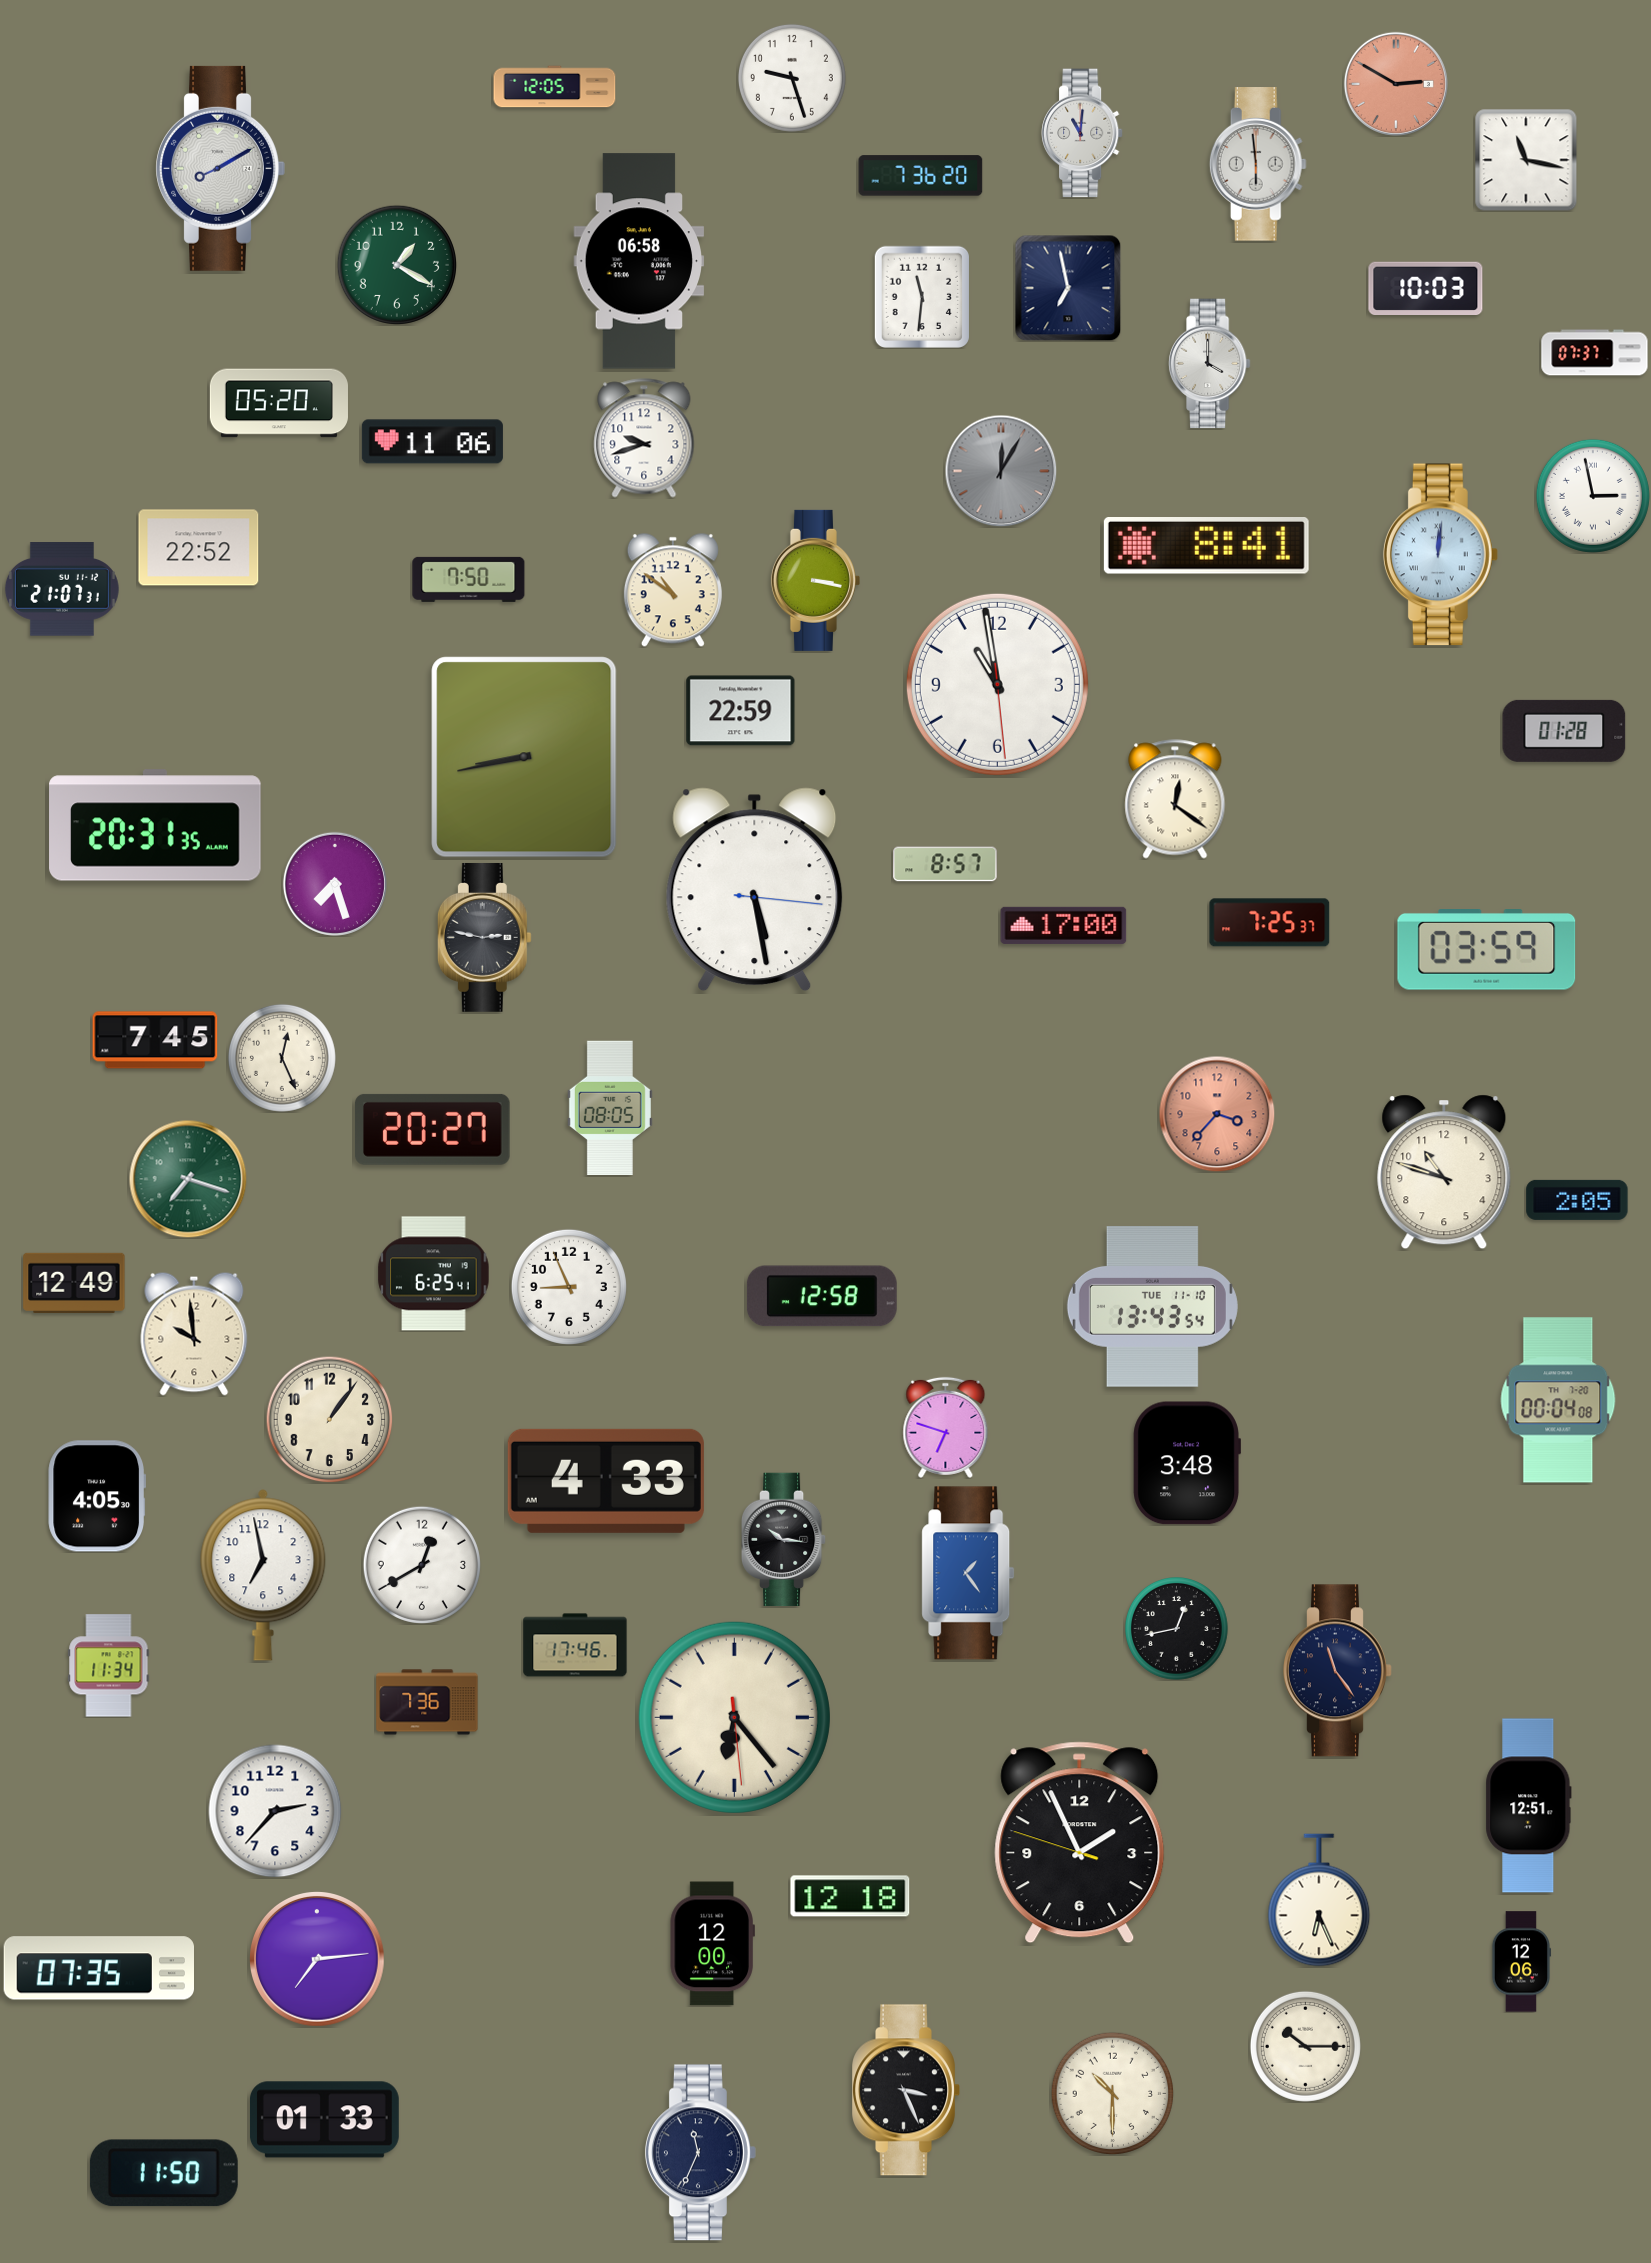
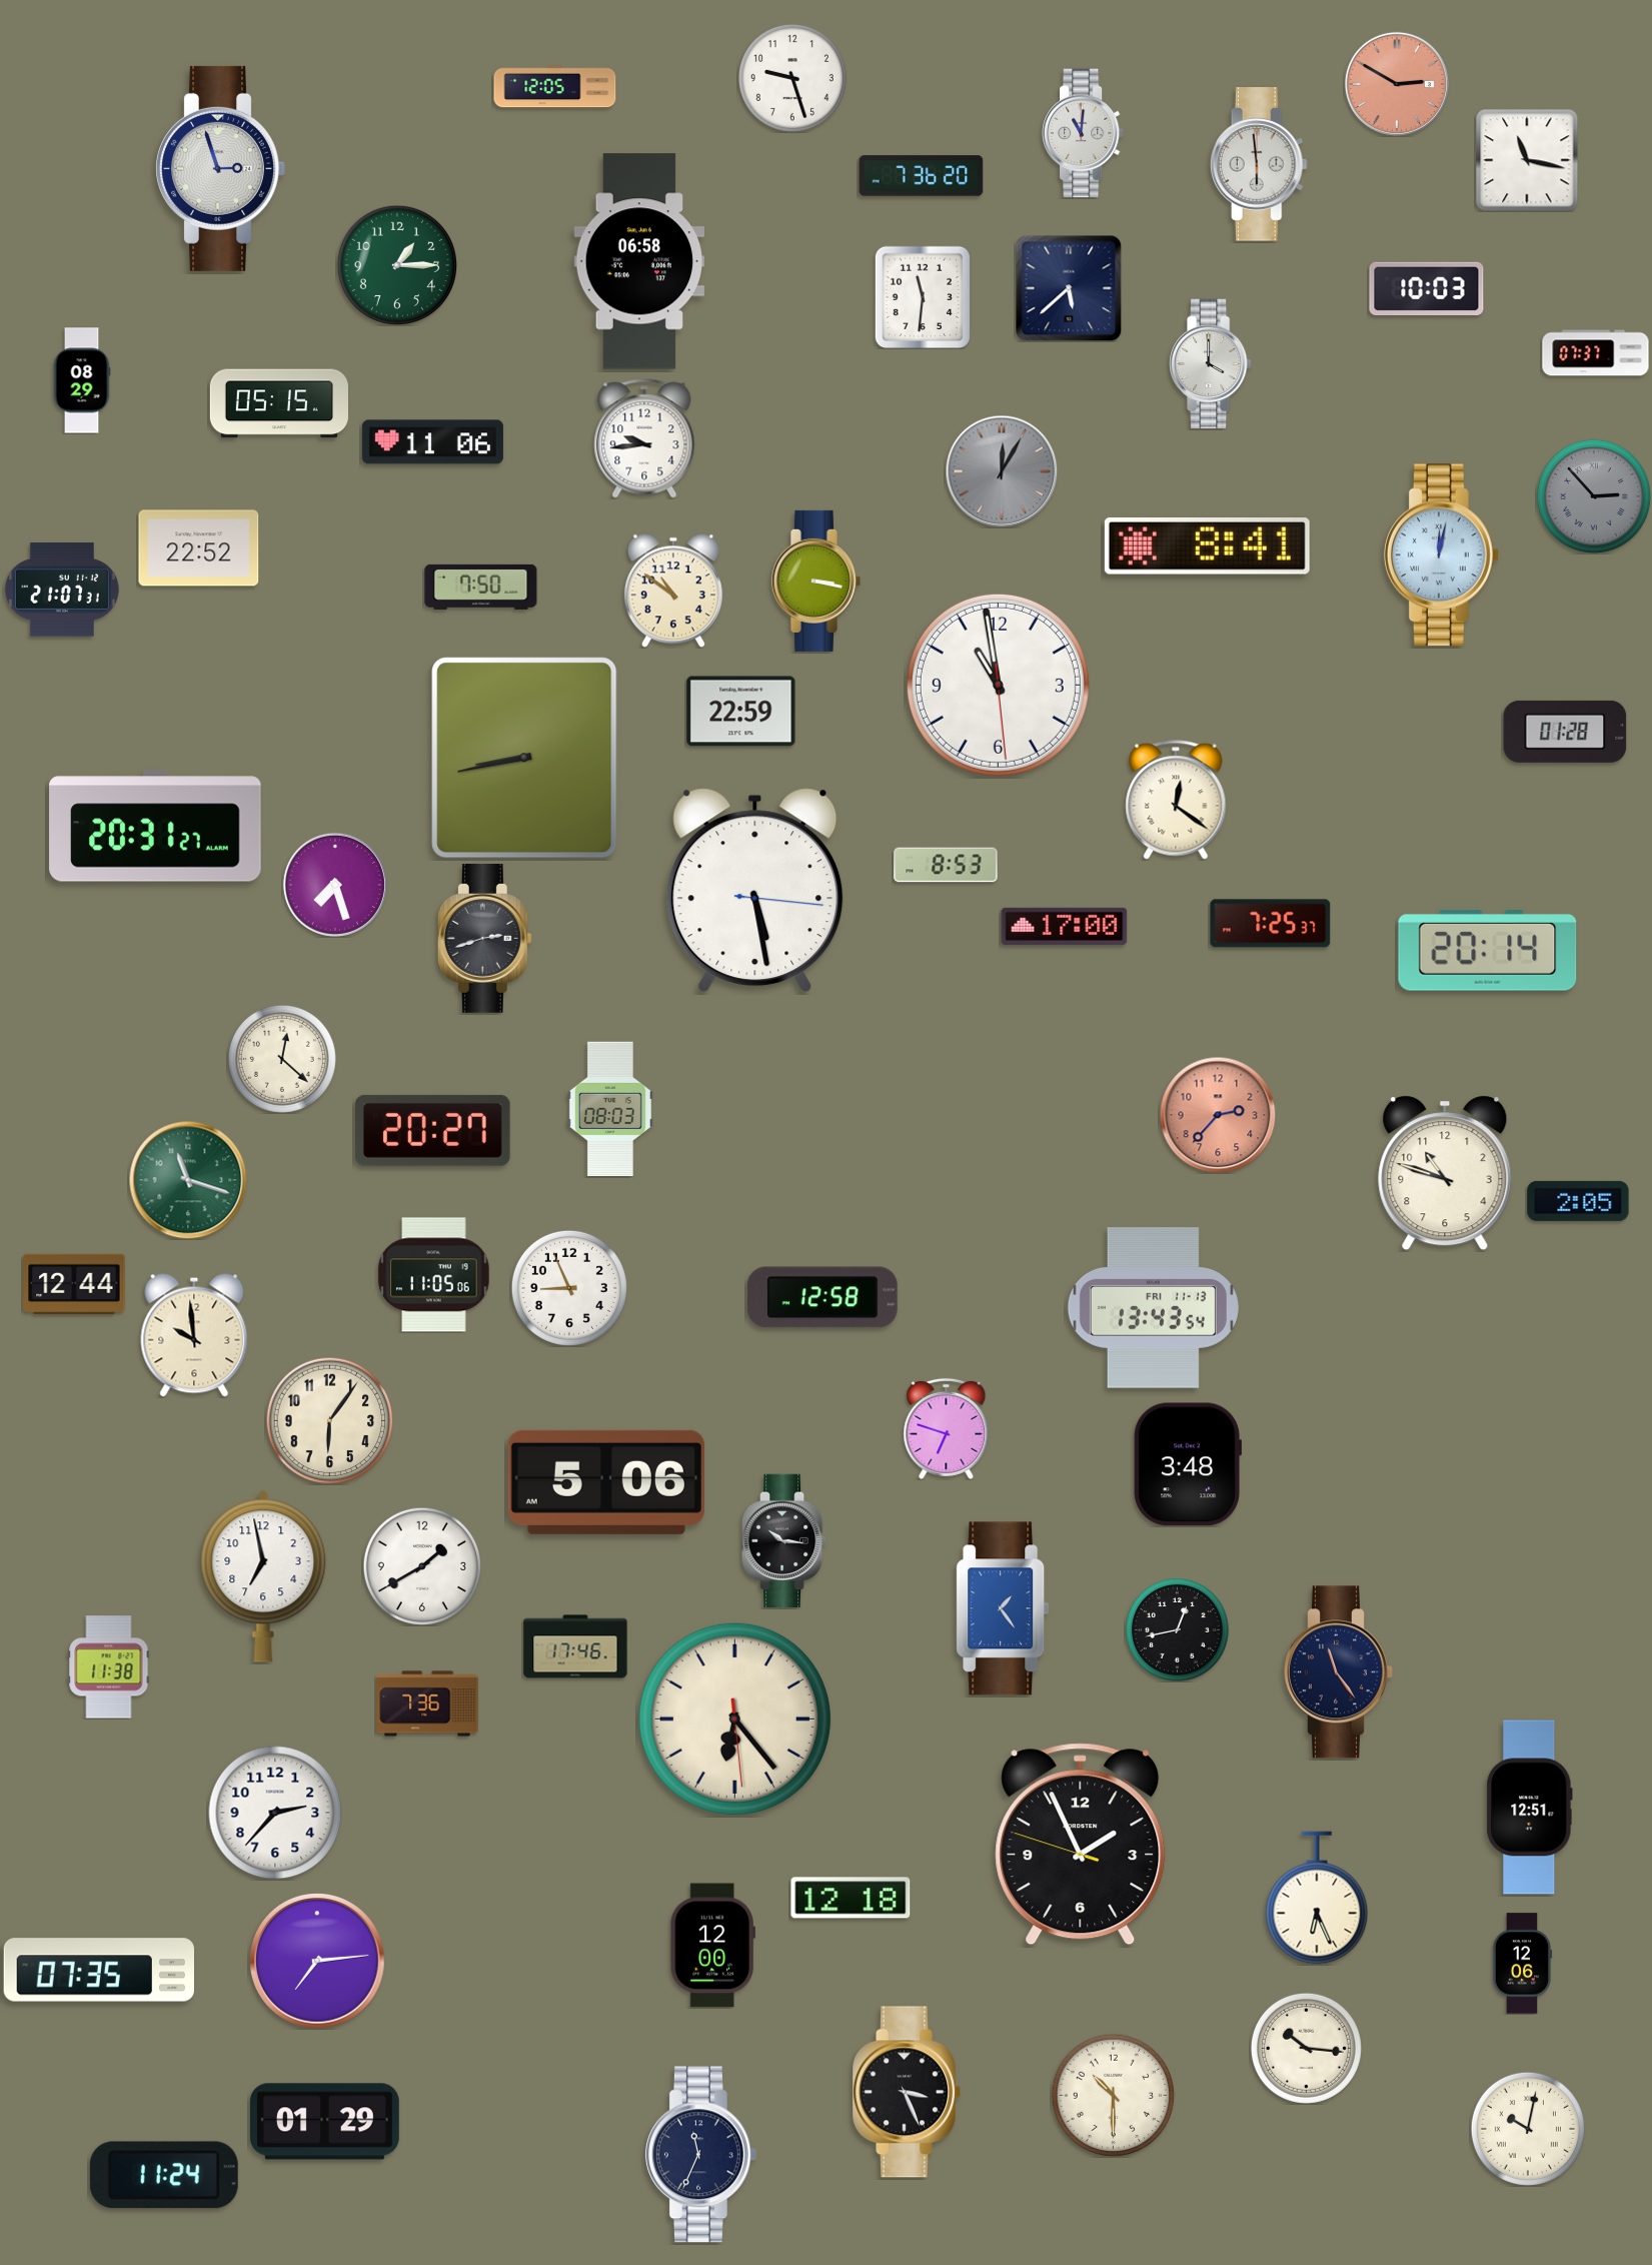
clock at (220, 168): 8:10 -> 2:57
clock at (396, 264): 1:20 -> 1:15
clock at (1068, 288): 6:58 -> 5:38
clock at (82, 380): none -> 08:29
clock at (279, 403): 05:20 -> 05:15
clock at (644, 438): 9:42 -> 9:44
clock at (1593, 496): 2:58 -> 2:53
clock at (1593, 496) dial: white -> grey
clock at (1440, 555): 12:01 -> 12:02
clock at (469, 579) position: (469, 579) -> (481, 587)
clock at (155, 825): 20:31:35 -> 20:31:27
clock at (945, 864): 8:57 -> 8:53
clock at (484, 937): 2:47 -> 2:42
clock at (1487, 950): 03:59 -> 20:14
clock at (155, 1040): 7:45 -> none
clock at (282, 1058): 12:26 -> 12:22
clock at (610, 1107): 08:05 -> 08:03
clock at (1217, 1114): 3:37 -> 2:37
clock at (188, 1179): 7:18 -> 11:18
clock at (434, 1274): 6:25 -> 11:05
clock at (74, 1283): 12:49 -> 12:44
clock at (1152, 1307) date: TUE 11-10 -> FRI 11-13
clock at (1558, 1400): 00:04 -> none
clock at (329, 1419): 1:06 -> 6:06
clock at (606, 1481): 4:33 -> 5:06
clock at (96, 1496): 4:05 -> none
clock at (422, 1565): 12:40 -> 1:40
clock at (968, 1573) position: (968, 1573) -> (1003, 1608)
clock at (109, 1666): 11:34 -> 11:38
clock at (1319, 1900) position: (1319, 1900) -> (1317, 1898)
clock at (1305, 2046): 10:15 -> 10:16
clock at (324, 2120): 01:33 -> 01:29
clock at (1528, 2129): none -> 10:02
clock at (164, 2173): 11:50 -> 11:24
